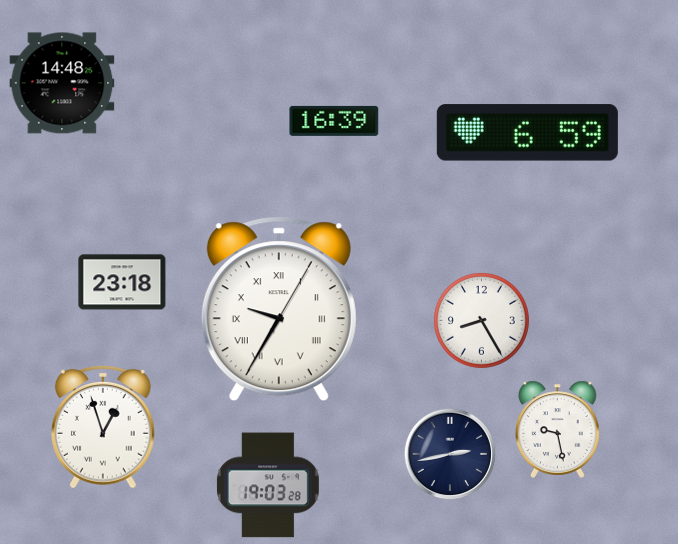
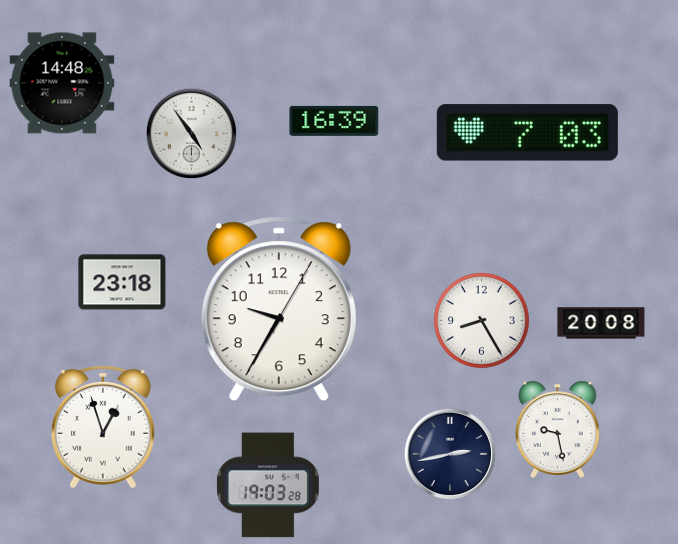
clock at (527, 133): 6:59 -> 7:03
clock at (192, 134): none -> 4:54
clock at (279, 309) numerals: Roman -> Arabic
clock at (601, 323): none -> 20:08
